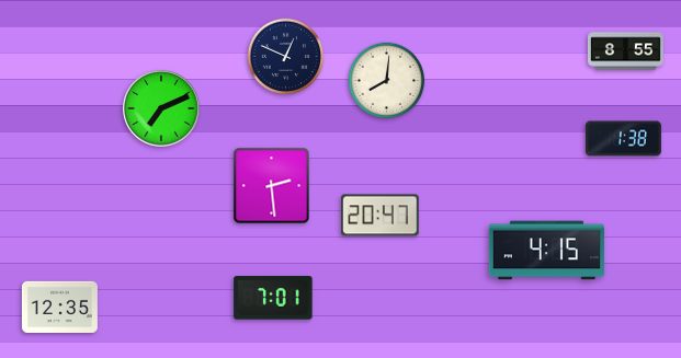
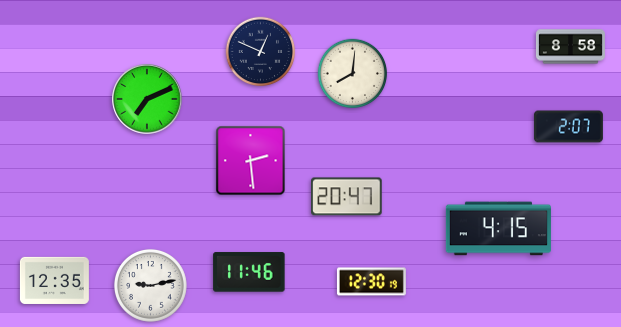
clock at (625, 51): 8:55 -> 8:58
clock at (623, 139): 1:38 -> 2:07
clock at (272, 186) position: (272, 186) -> (251, 161)
clock at (273, 298): 7:01 -> 11:46
clock at (371, 282): none -> 12:30
clock at (150, 285): none -> 9:13
